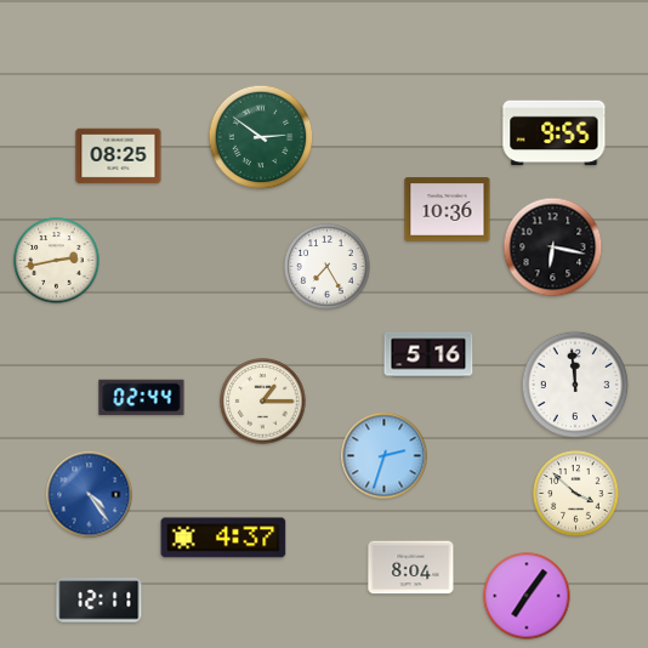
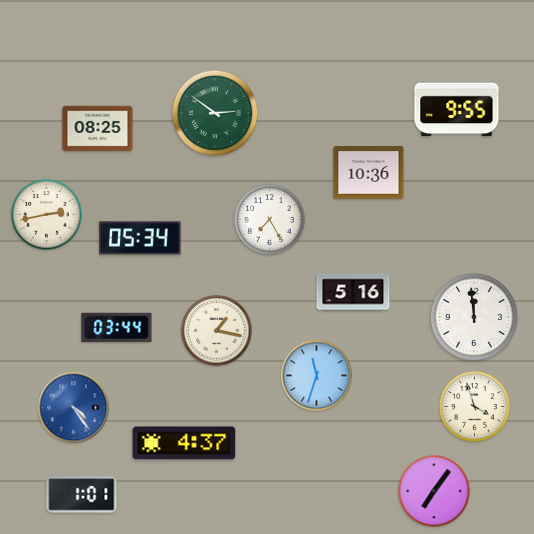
clock at (553, 248): 6:17 -> none
clock at (140, 238): none -> 05:34
clock at (142, 398): 02:44 -> 03:44
clock at (263, 402): 1:15 -> 1:17
clock at (385, 456): 2:33 -> 11:33
clock at (576, 494): 3:52 -> 3:57
clock at (411, 568): 8:04 -> none
clock at (100, 601): 12:11 -> 1:01
